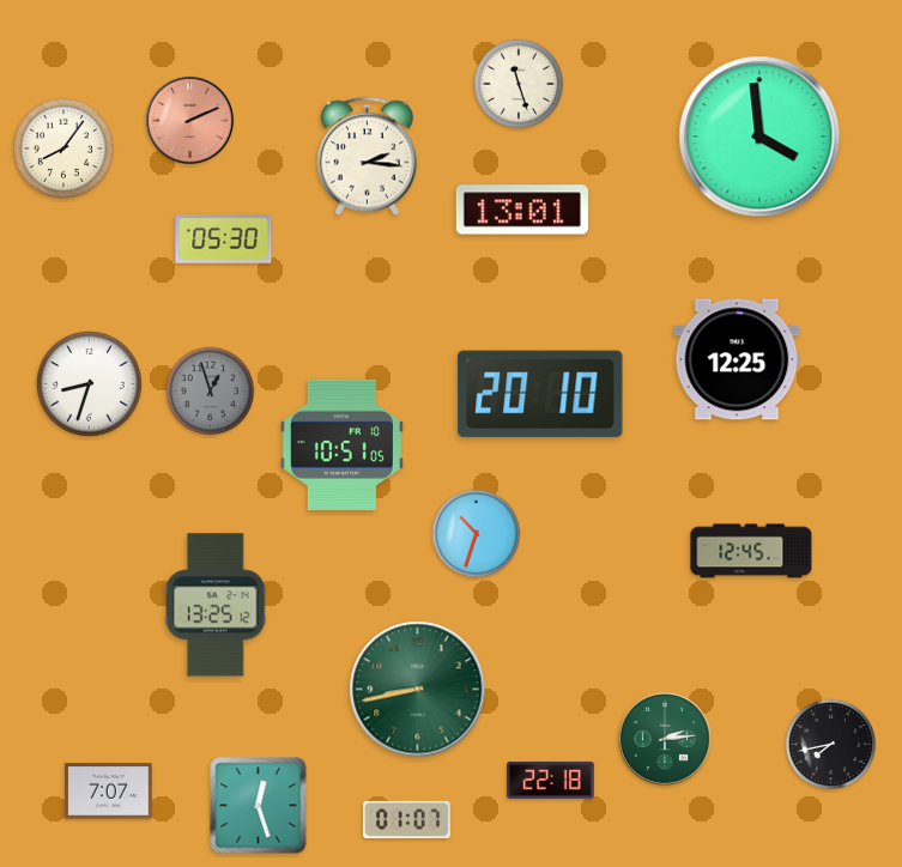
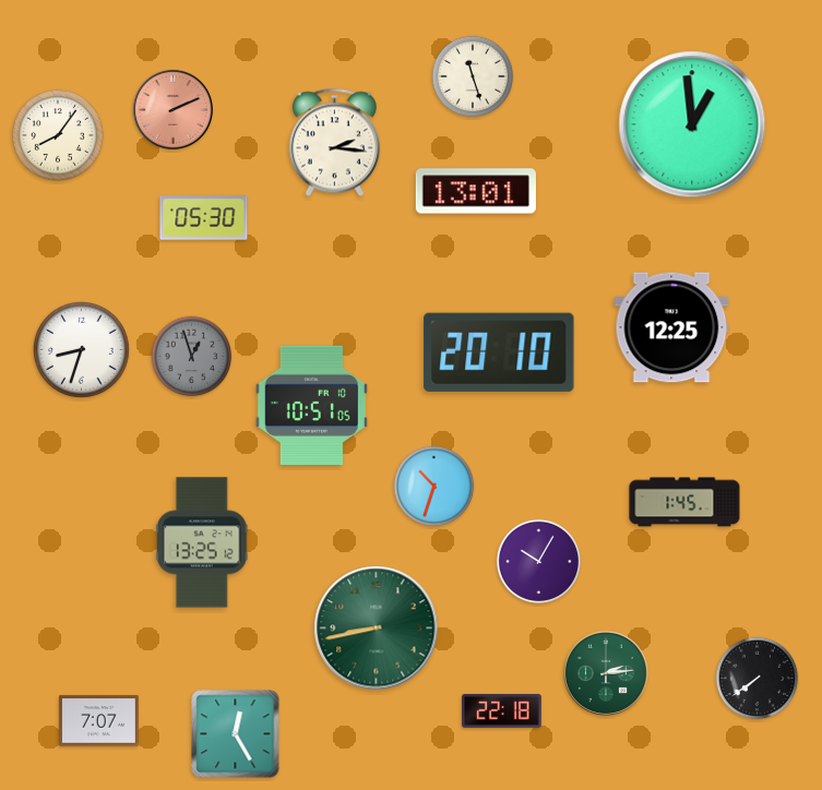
clock at (759, 137): 3:59 -> 12:59
clock at (540, 394) position: (540, 394) -> (499, 352)
clock at (751, 551): 12:45 -> 1:45
clock at (216, 605) position: (216, 605) -> (202, 542)
clock at (539, 562): none -> 10:05
clock at (418, 690) position: (418, 690) -> (377, 629)
clock at (831, 745): 7:43 -> 7:39
clock at (259, 806): 12:27 -> 12:25
clock at (407, 819): 01:07 -> none
